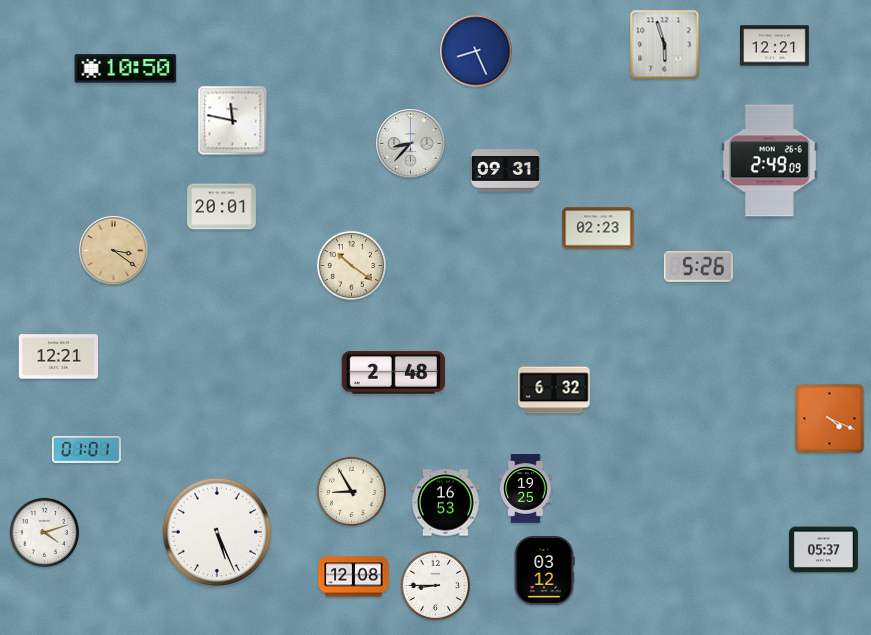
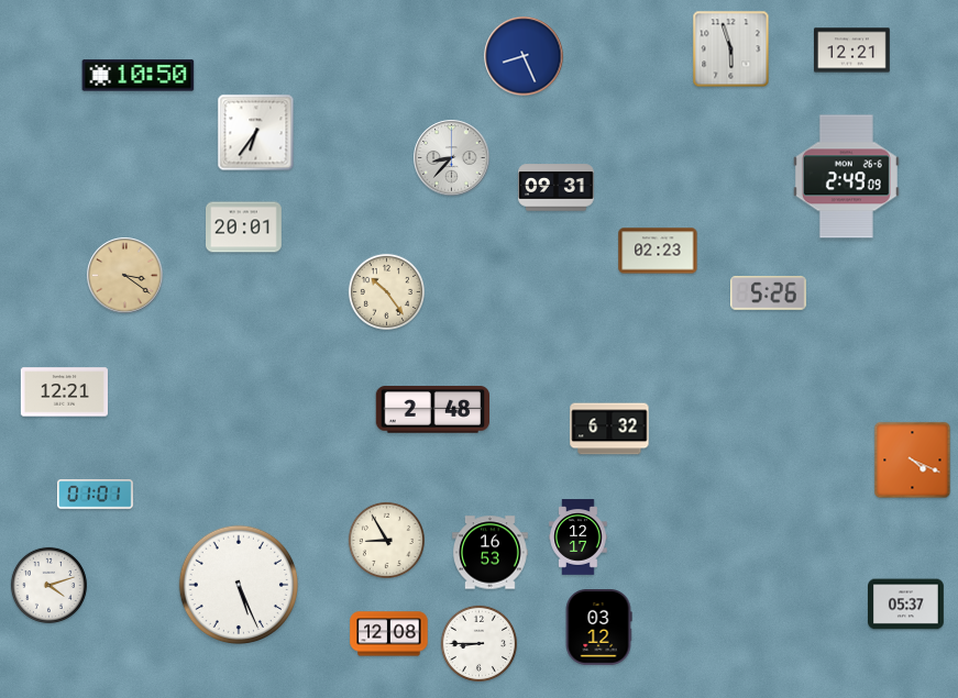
clock at (233, 121): 11:47 -> 6:36
clock at (351, 265): 10:21 -> 10:24
clock at (526, 489): 19:25 -> 12:17
